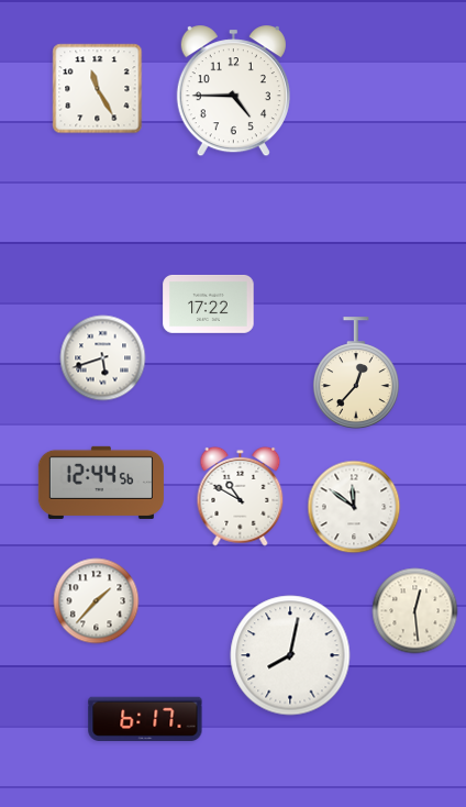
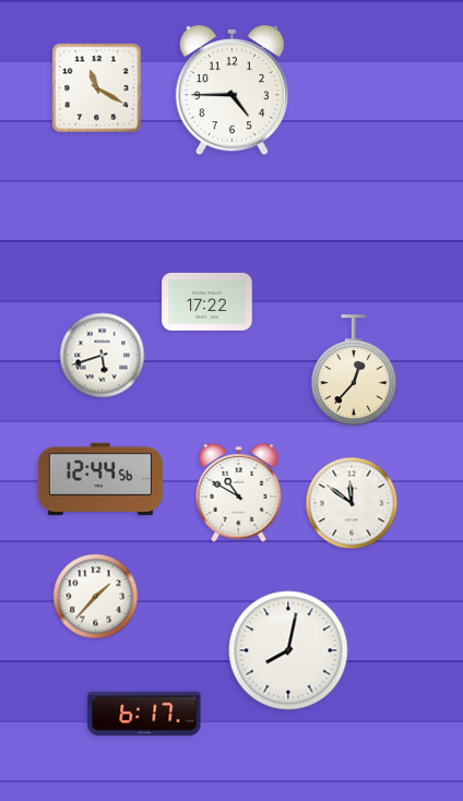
clock at (98, 89): 11:25 -> 11:20
clock at (415, 611): 12:29 -> none
